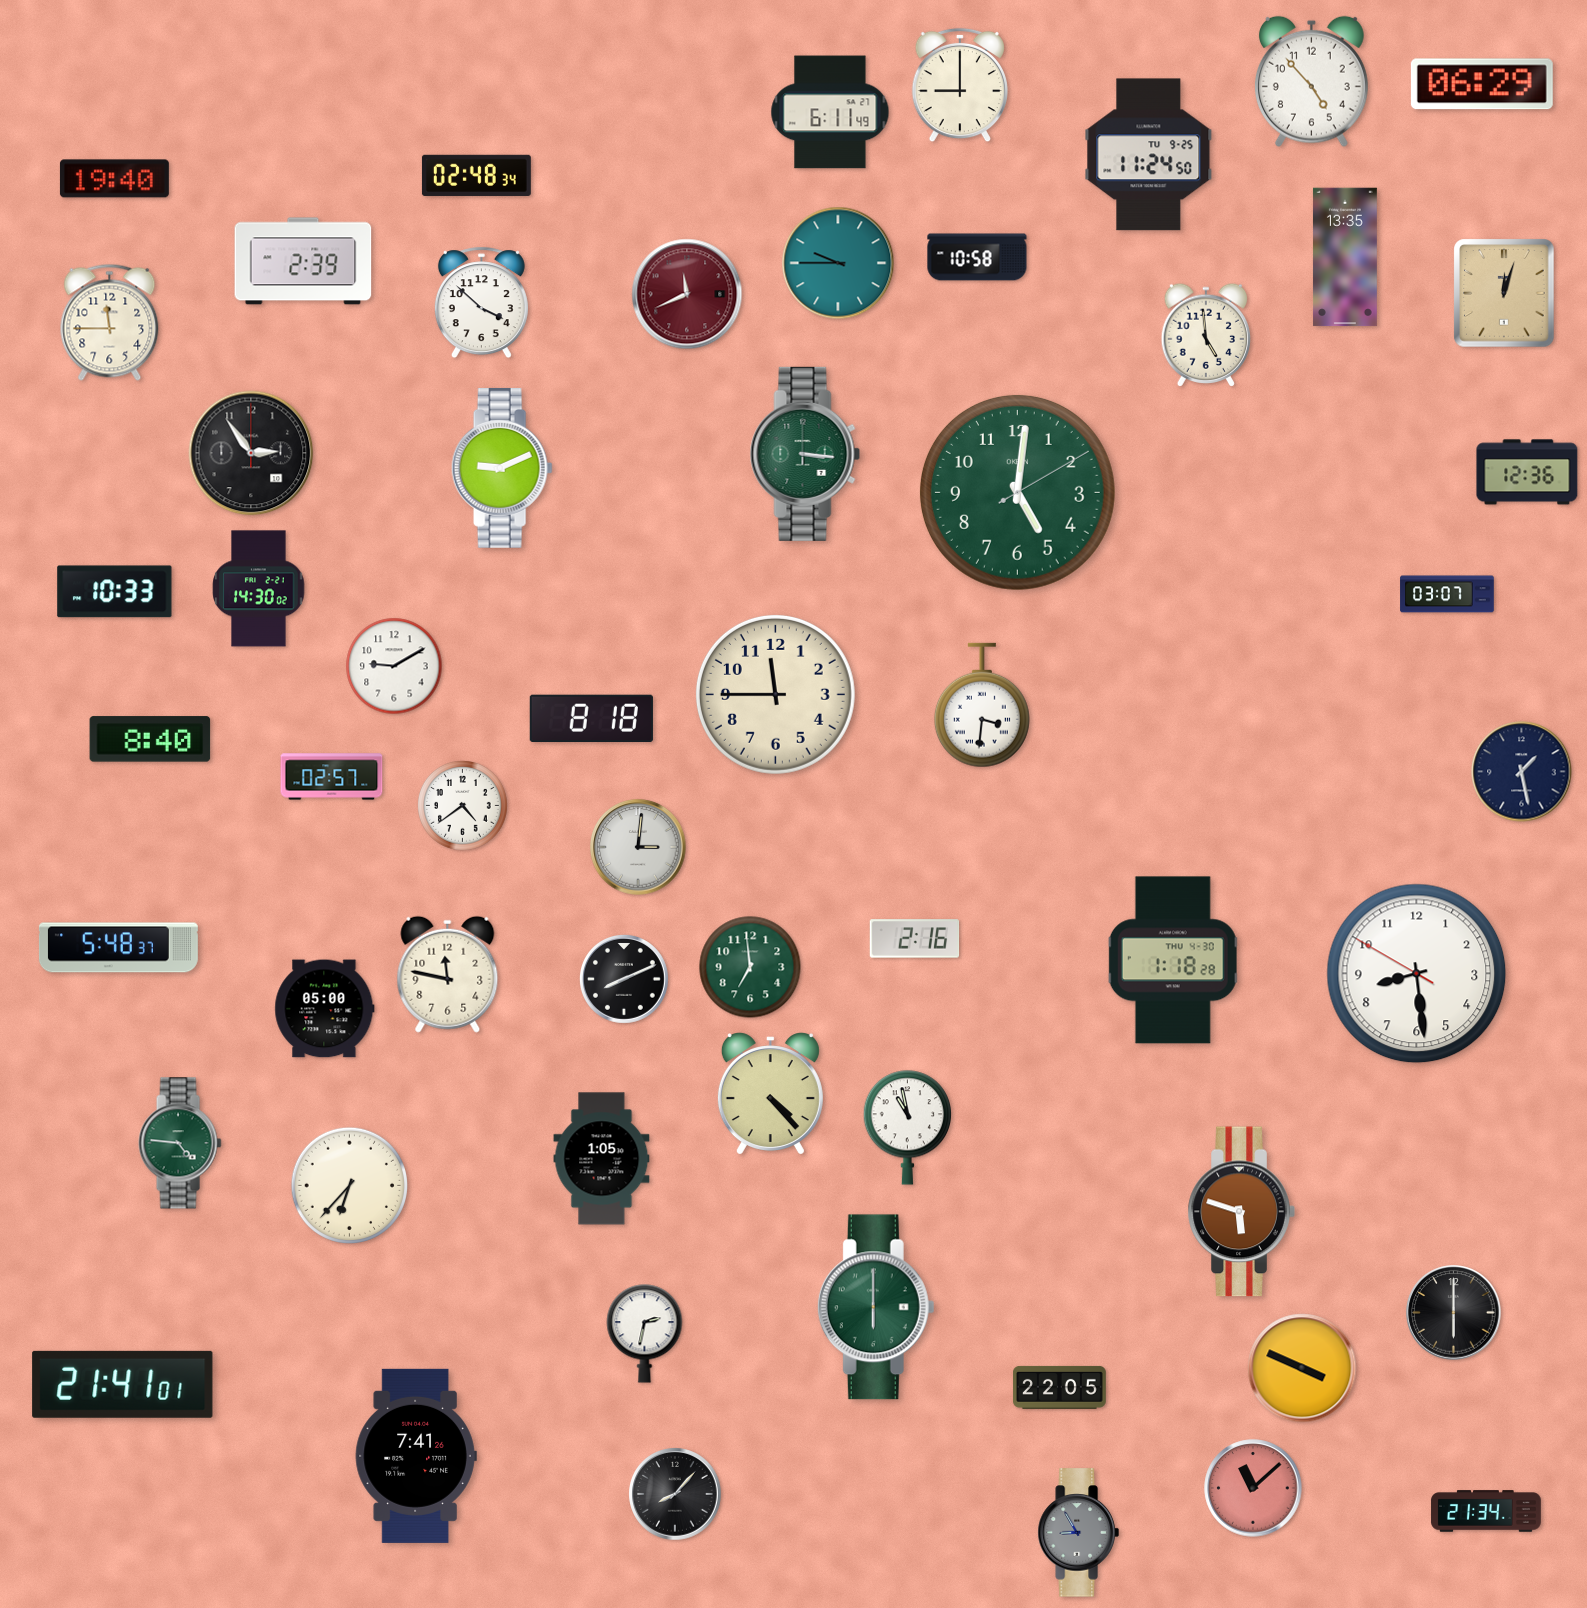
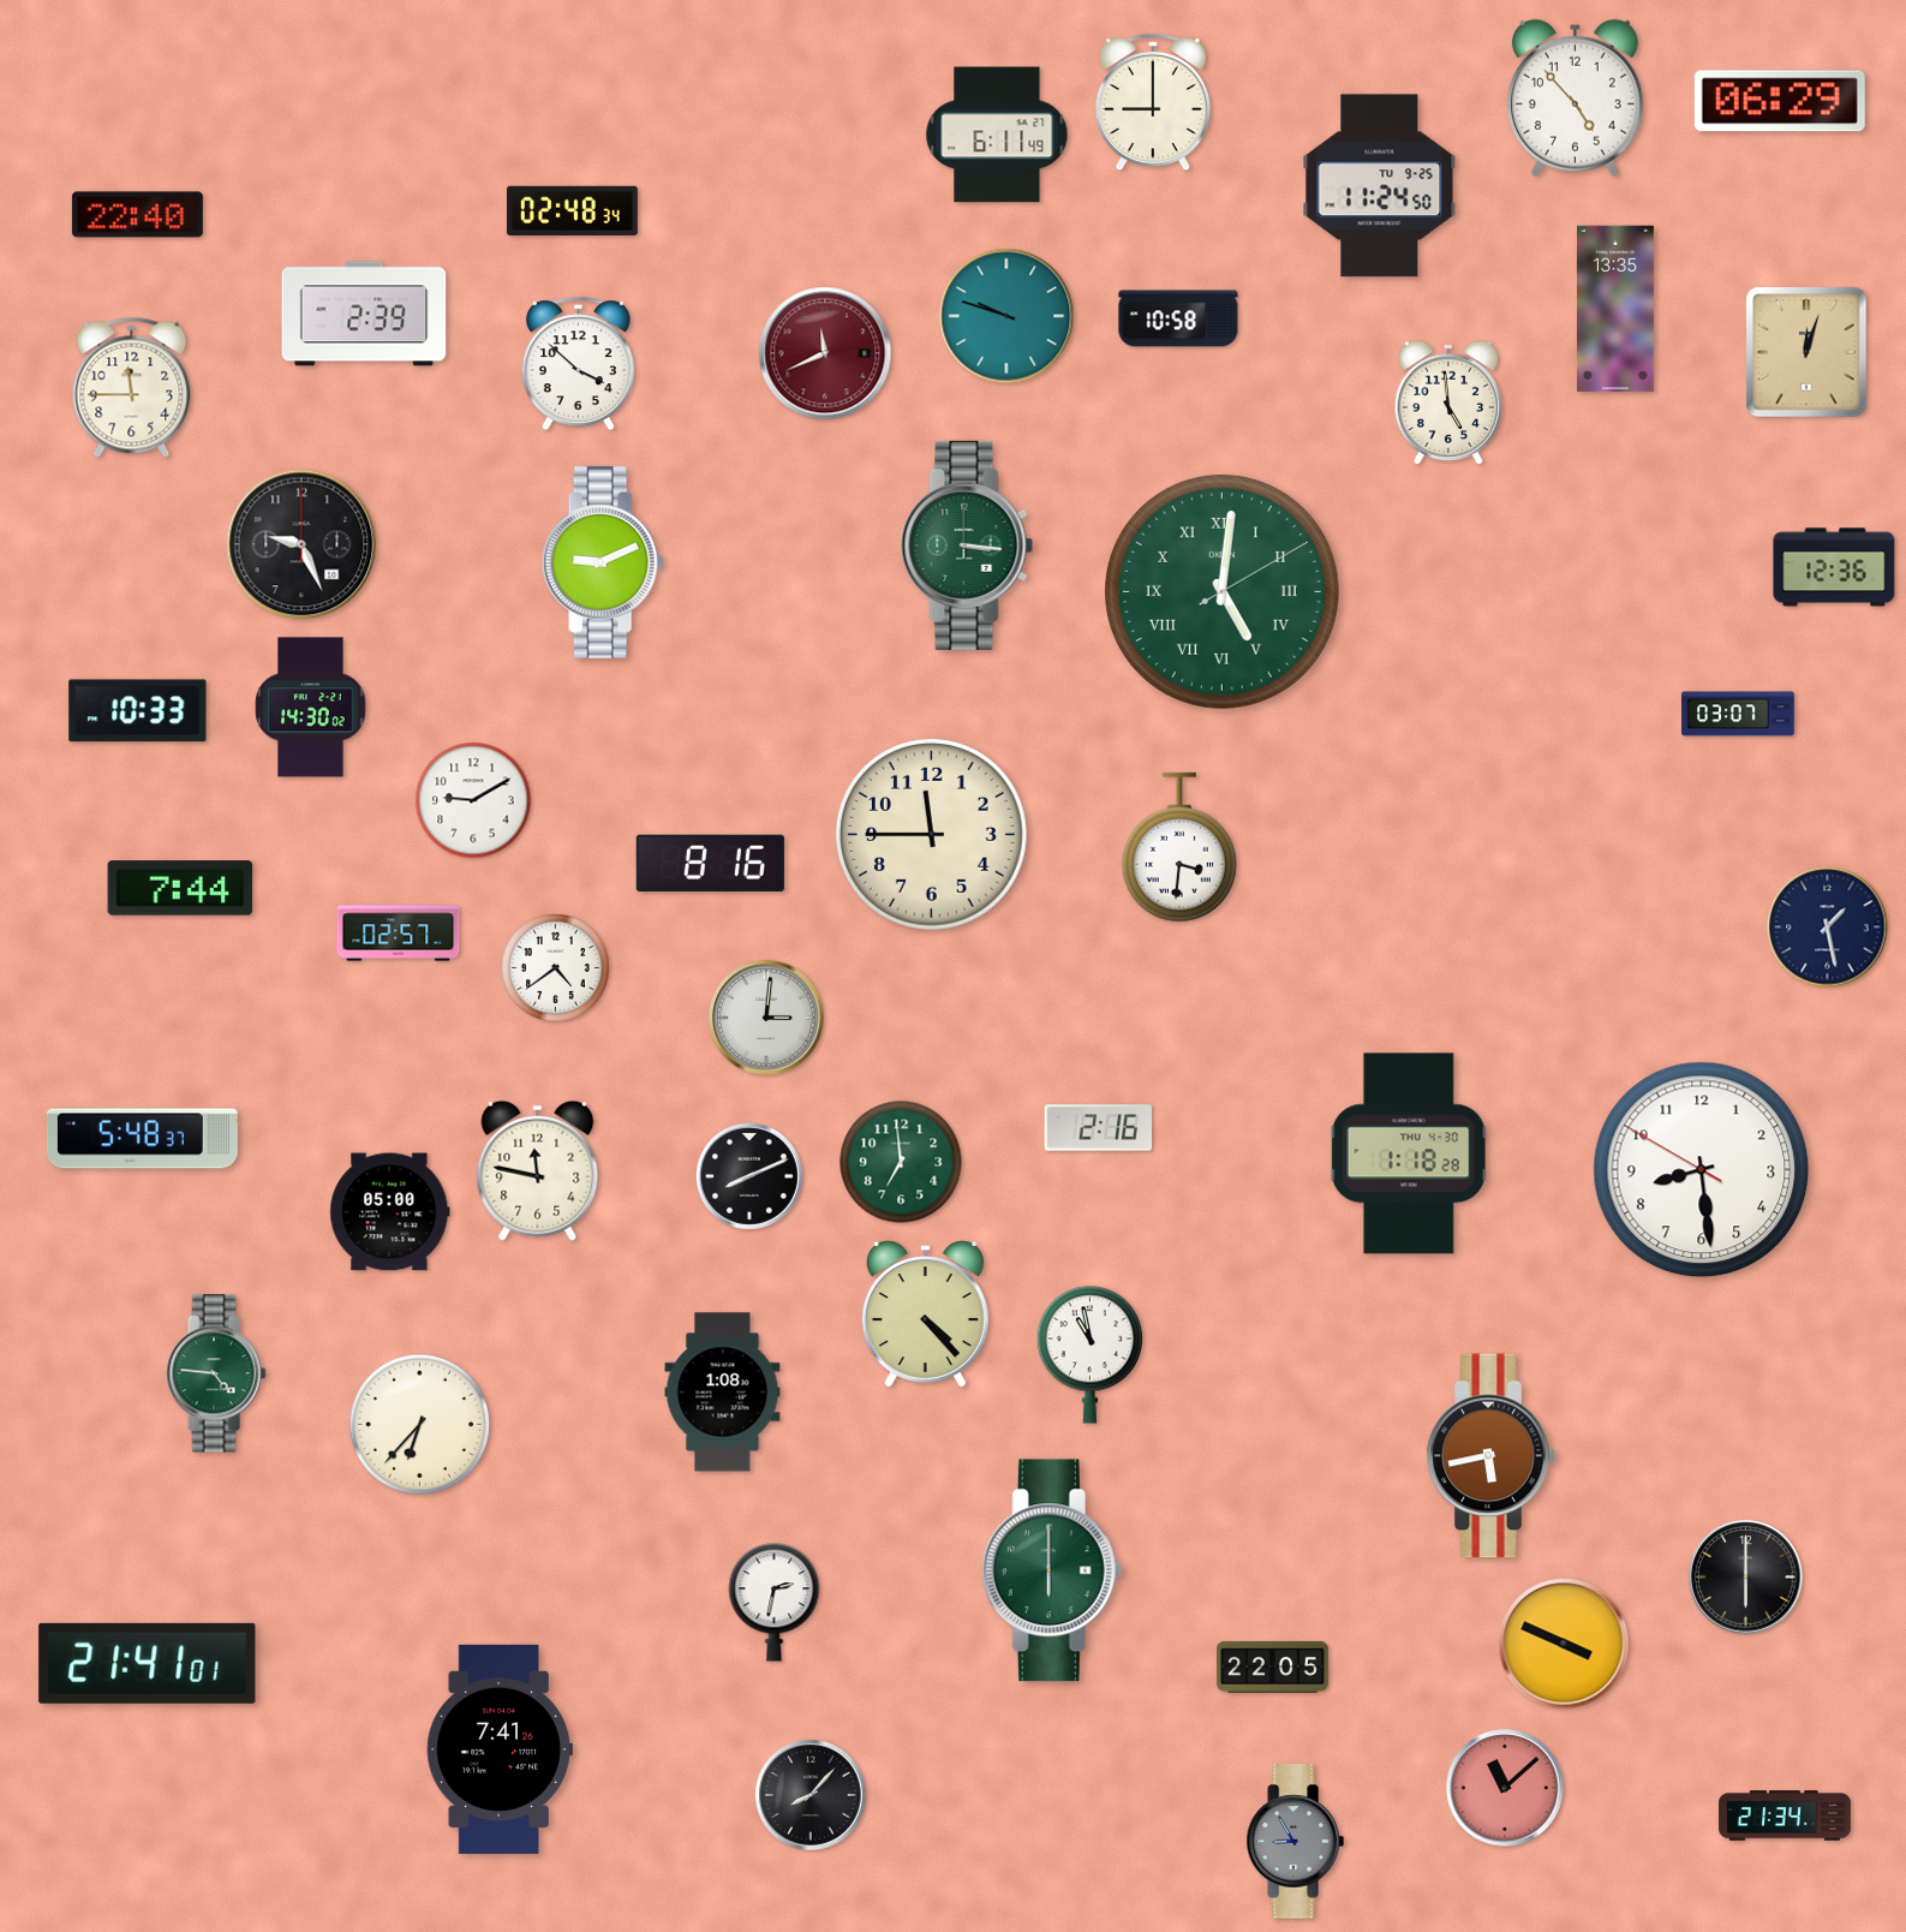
clock at (114, 179): 19:40 -> 22:40
clock at (977, 257) position: (977, 257) -> (1178, 318)
clock at (838, 263): 9:45 -> 9:48
clock at (251, 453): 2:54 -> 9:26
clock at (1017, 492) numerals: Arabic -> Roman
clock at (591, 718): 8:18 -> 8:16
clock at (150, 739): 8:40 -> 7:44
clock at (602, 1159): 1:05 -> 1:08
clock at (1241, 1212): 5:48 -> 5:43
